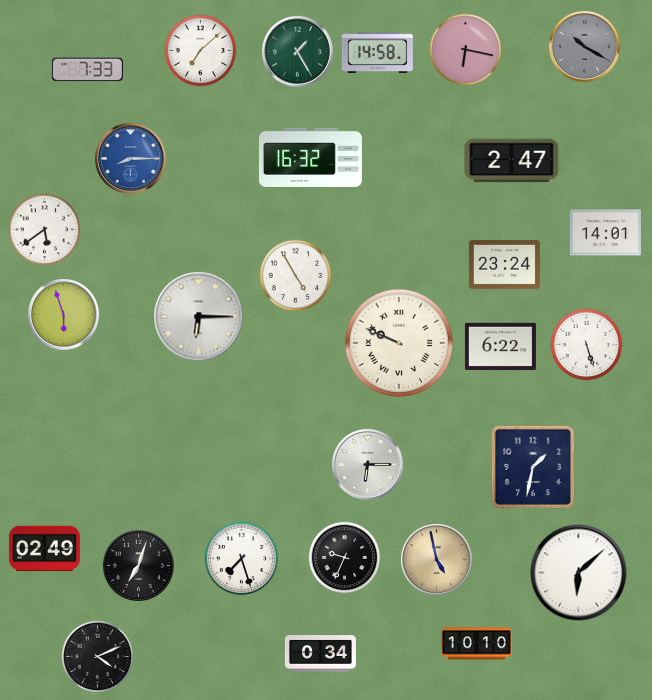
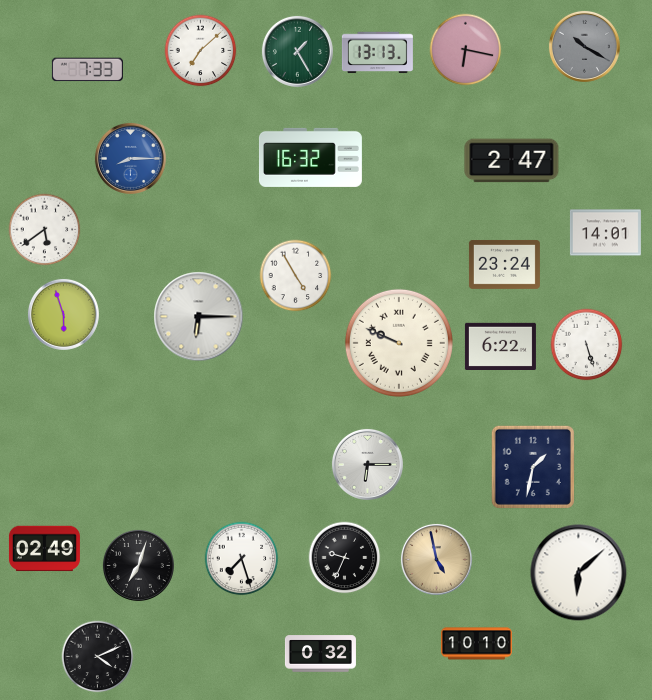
clock at (377, 53): 14:58 -> 13:13
clock at (320, 654): 0:34 -> 0:32
